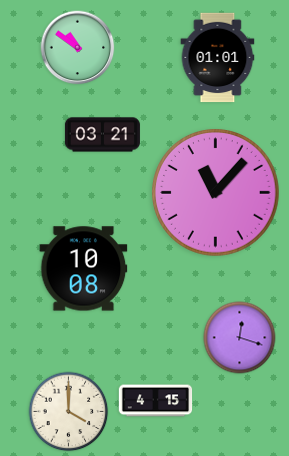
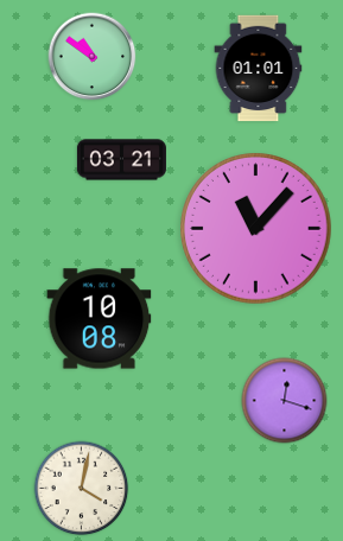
clock at (156, 401): 4:15 -> none
clock at (69, 412): 4:00 -> 4:02
